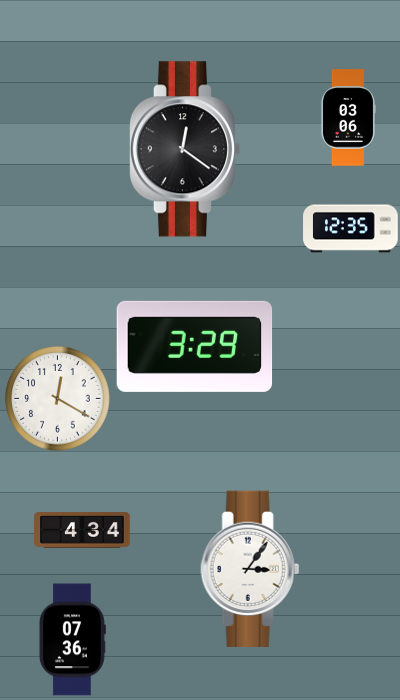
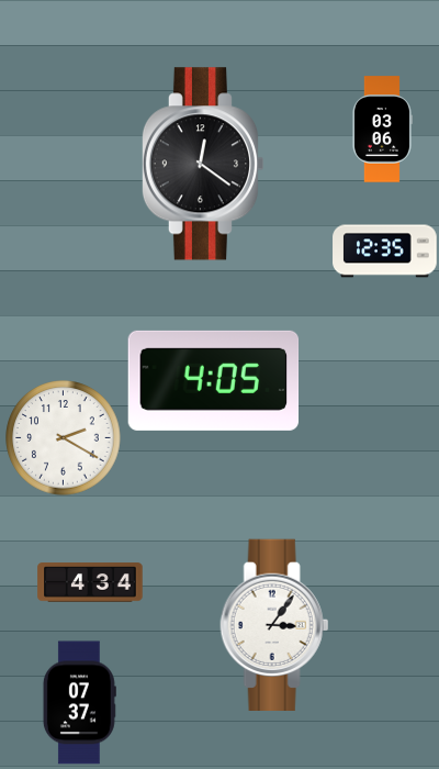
clock at (195, 346): 3:29 -> 4:05
clock at (58, 399): 12:20 -> 2:20
clock at (72, 640): 07:36 -> 07:37
